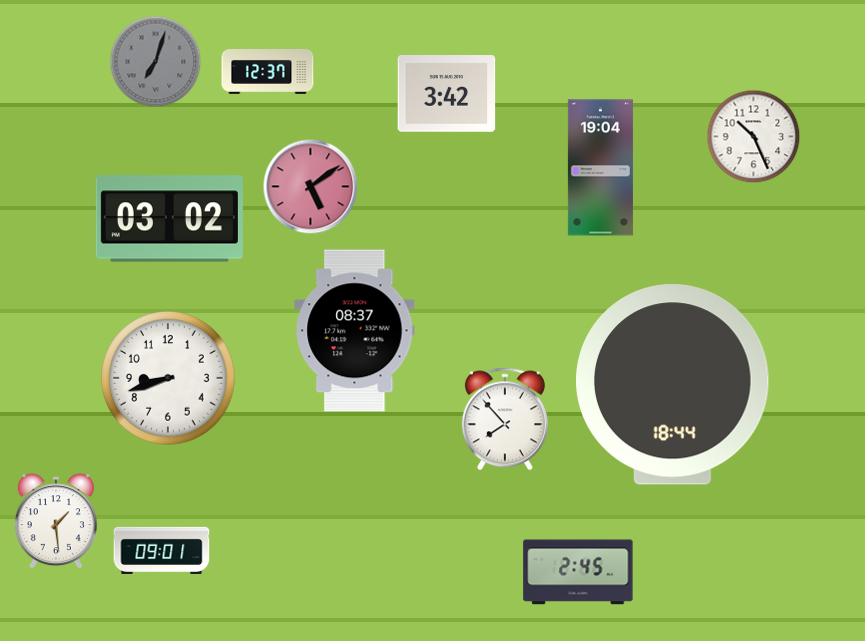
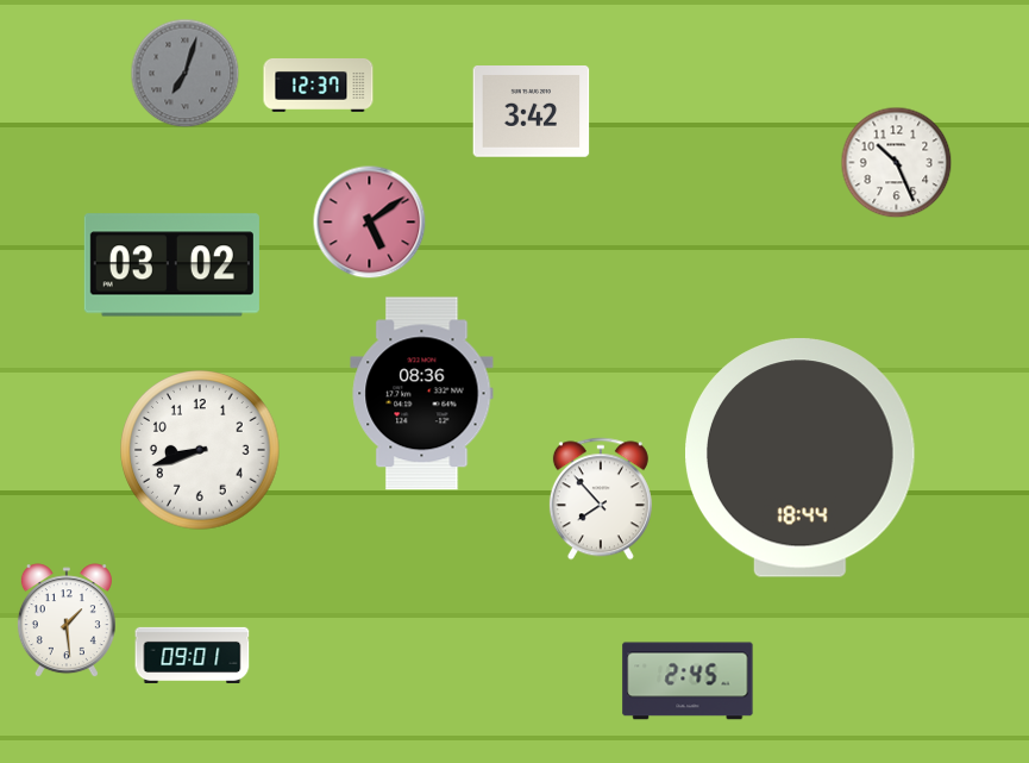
clock at (600, 168): 19:04 -> none
clock at (169, 219) position: (169, 219) -> (171, 265)
clock at (355, 331): 08:37 -> 08:36
